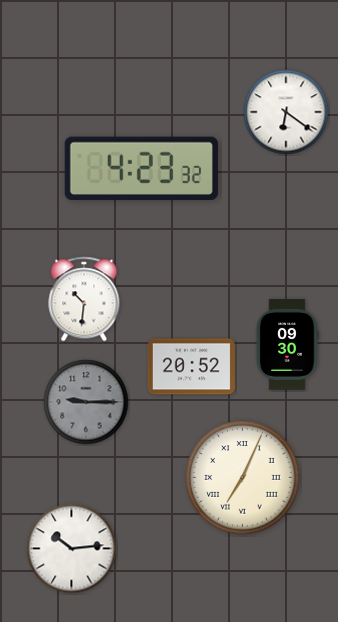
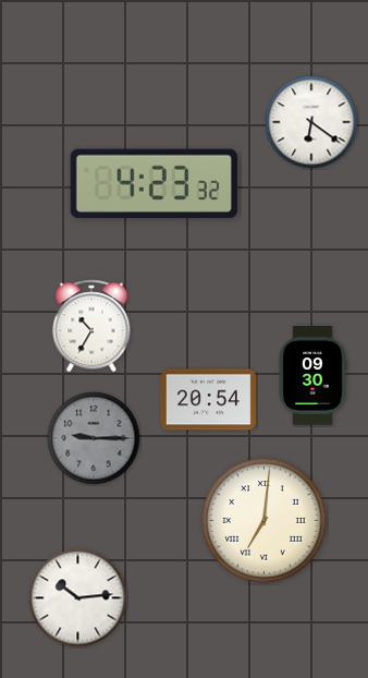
clock at (84, 299): 10:31 -> 10:35
clock at (191, 367): 20:52 -> 20:54
clock at (243, 478): 7:04 -> 7:01
